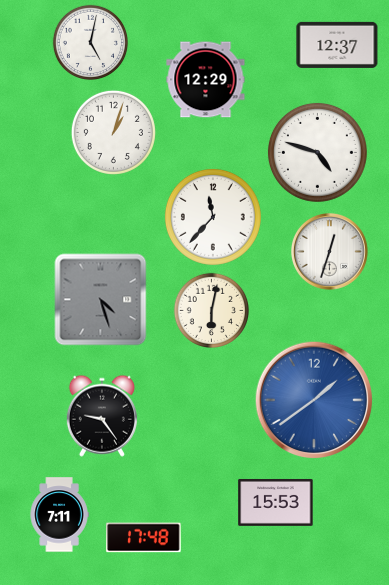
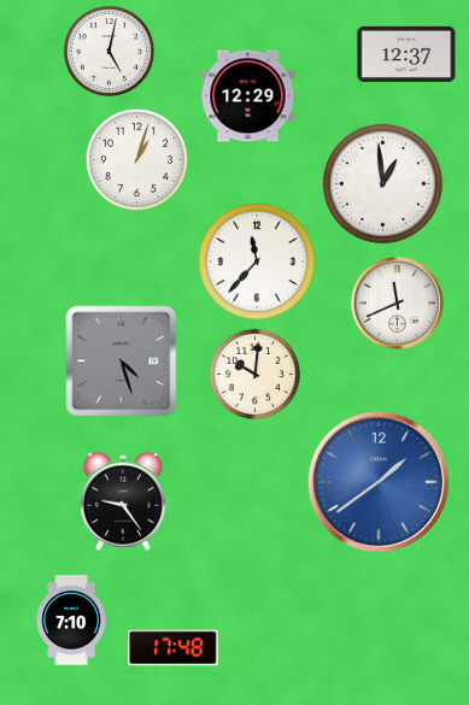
clock at (317, 152): 4:48 -> 12:59
clock at (329, 251): 12:33 -> 11:41
clock at (211, 310): 6:02 -> 10:01
clock at (276, 502): 15:53 -> none
clock at (59, 515): 7:11 -> 7:10
